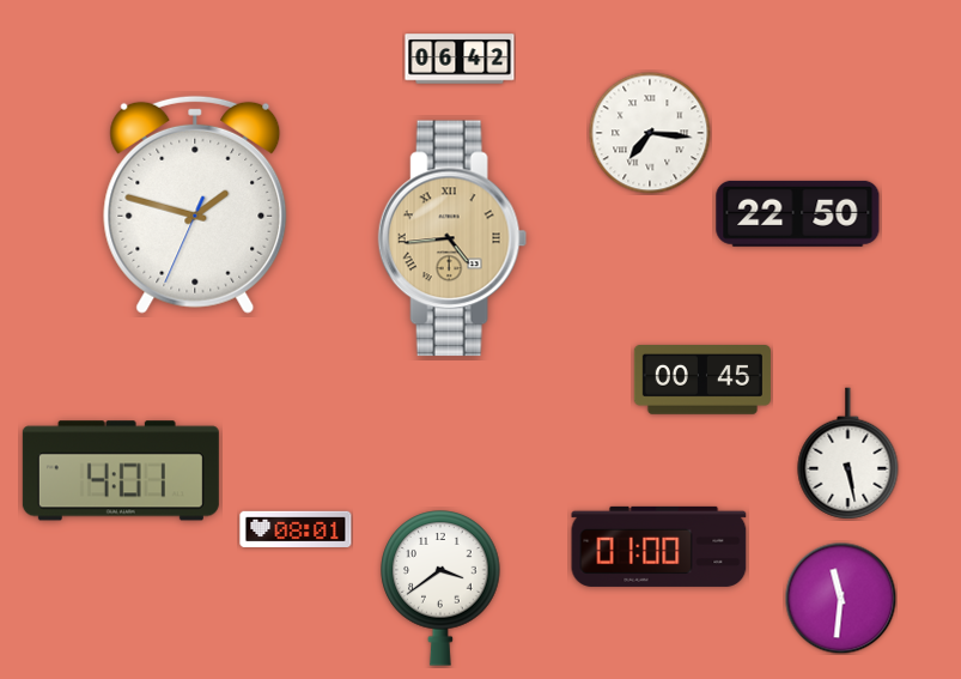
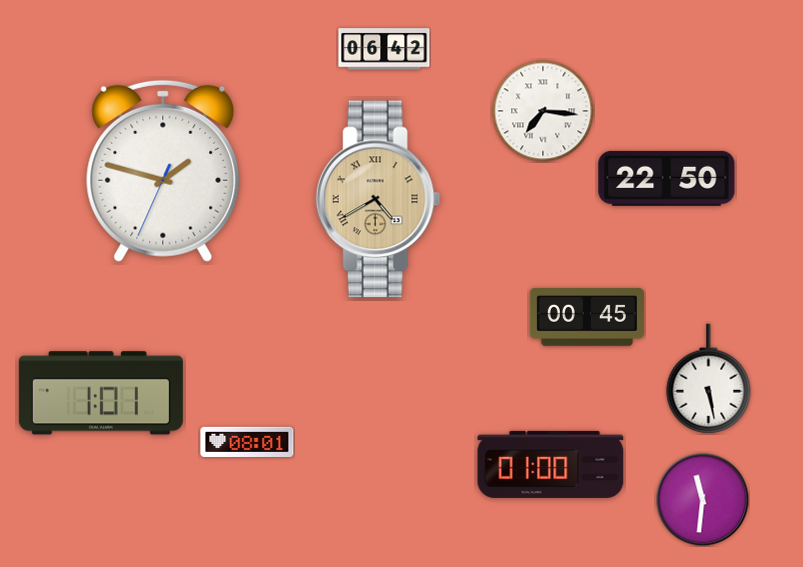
clock at (452, 238): 4:44 -> 4:40
clock at (121, 471): 4:01 -> 1:01
clock at (659, 546) position: (659, 546) -> (551, 464)
clock at (440, 588): 3:39 -> none
